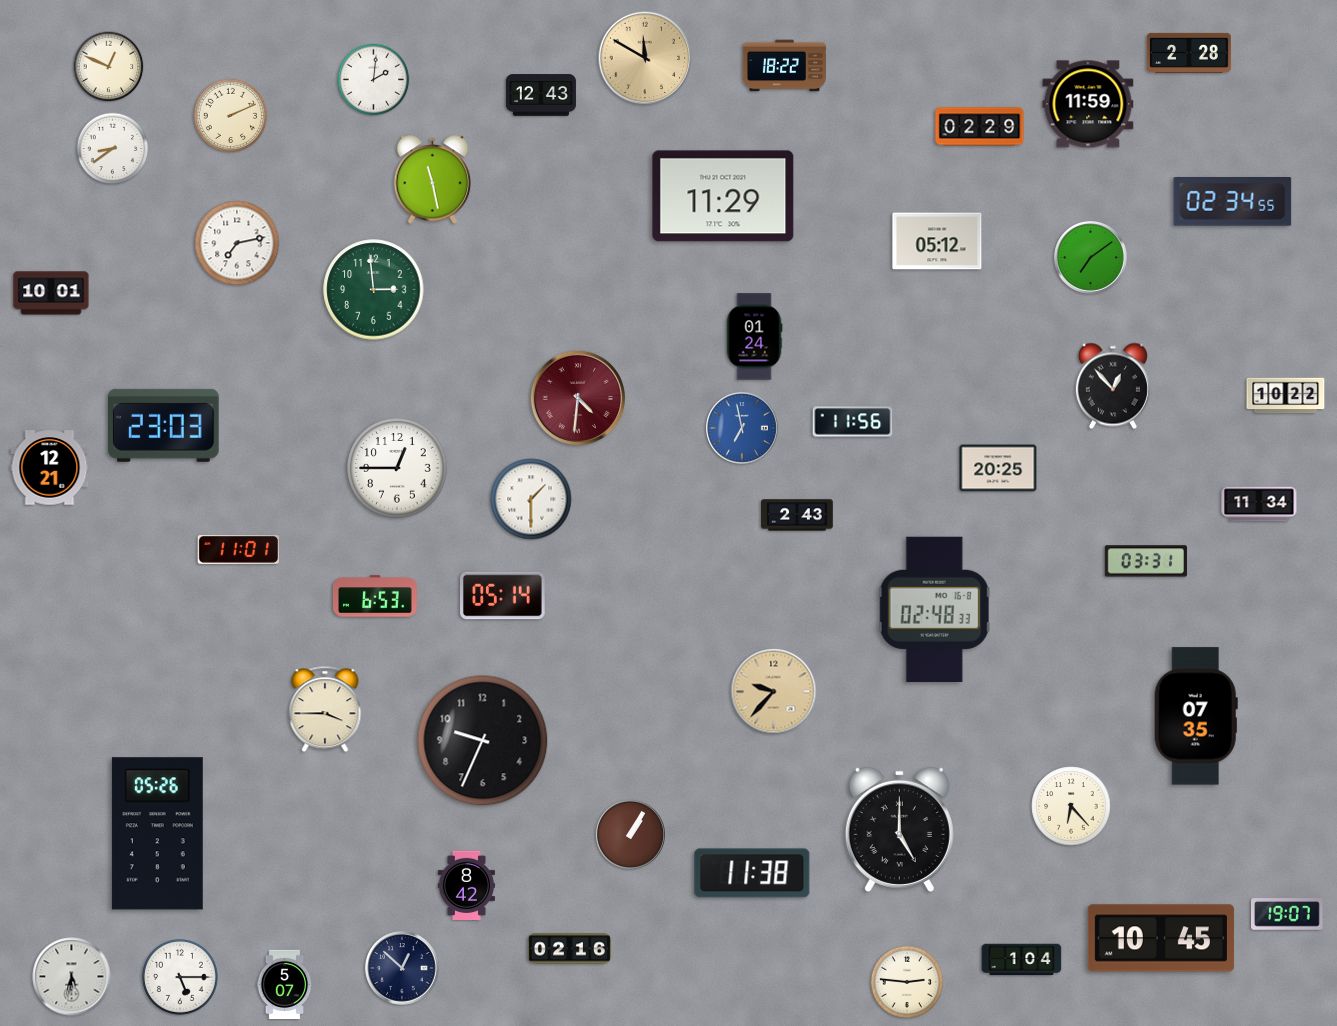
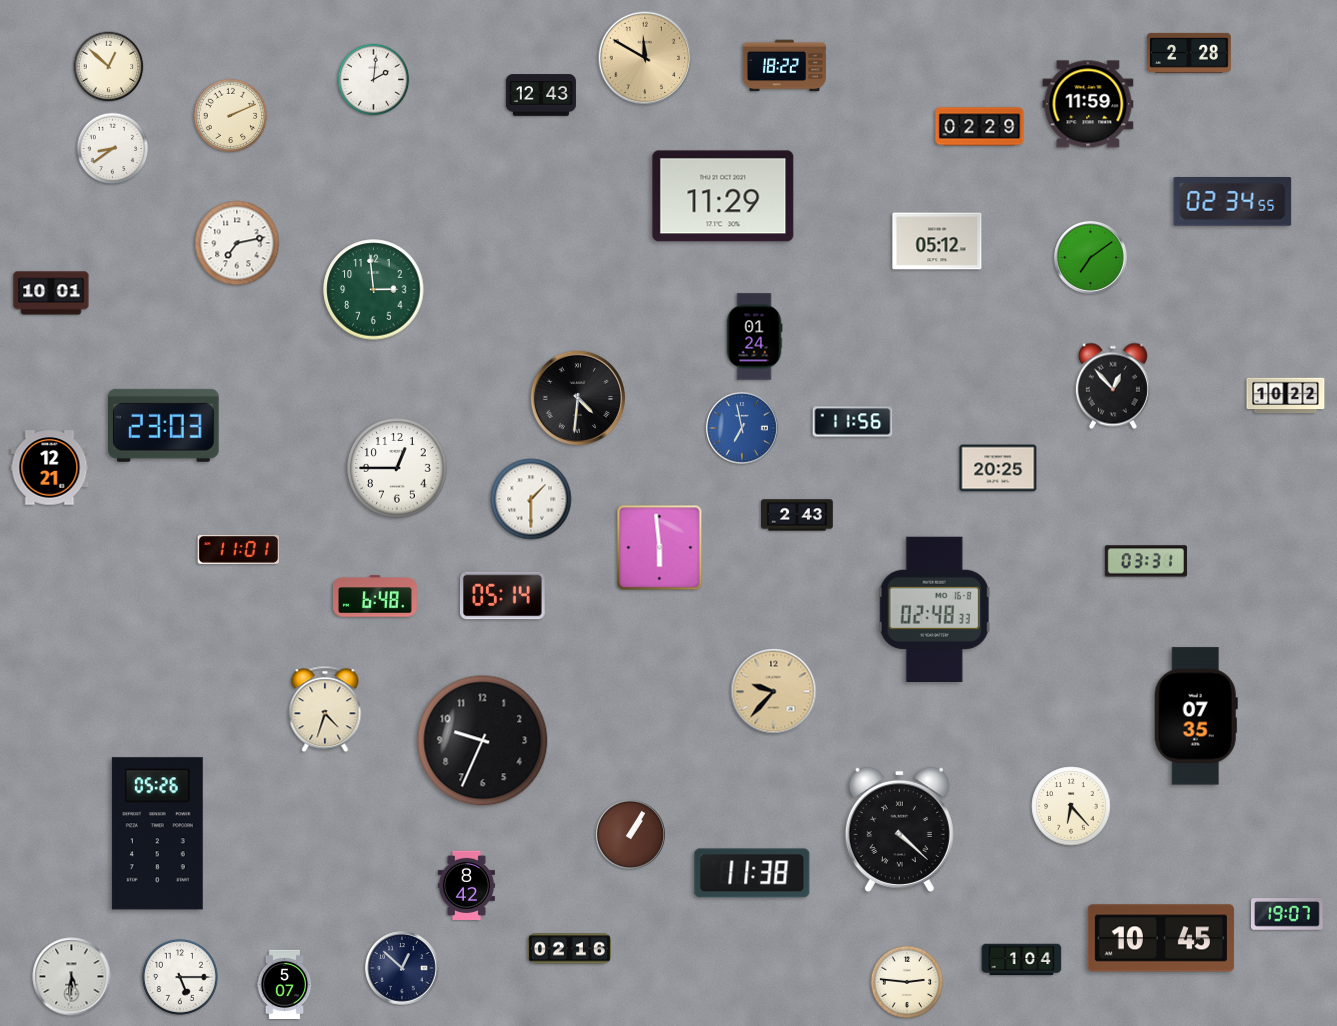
clock at (109, 67): 12:49 -> 12:52
clock at (433, 180): 11:28 -> none
clock at (578, 398) dial: burgundy -> black
clock at (1259, 504): 11:34 -> none
clock at (660, 548): none -> 5:59
clock at (375, 596): 6:53 -> 6:48
clock at (325, 709): 3:45 -> 4:33
clock at (899, 829): 5:00 -> 4:22
clock at (72, 977): 5:32 -> 5:31
